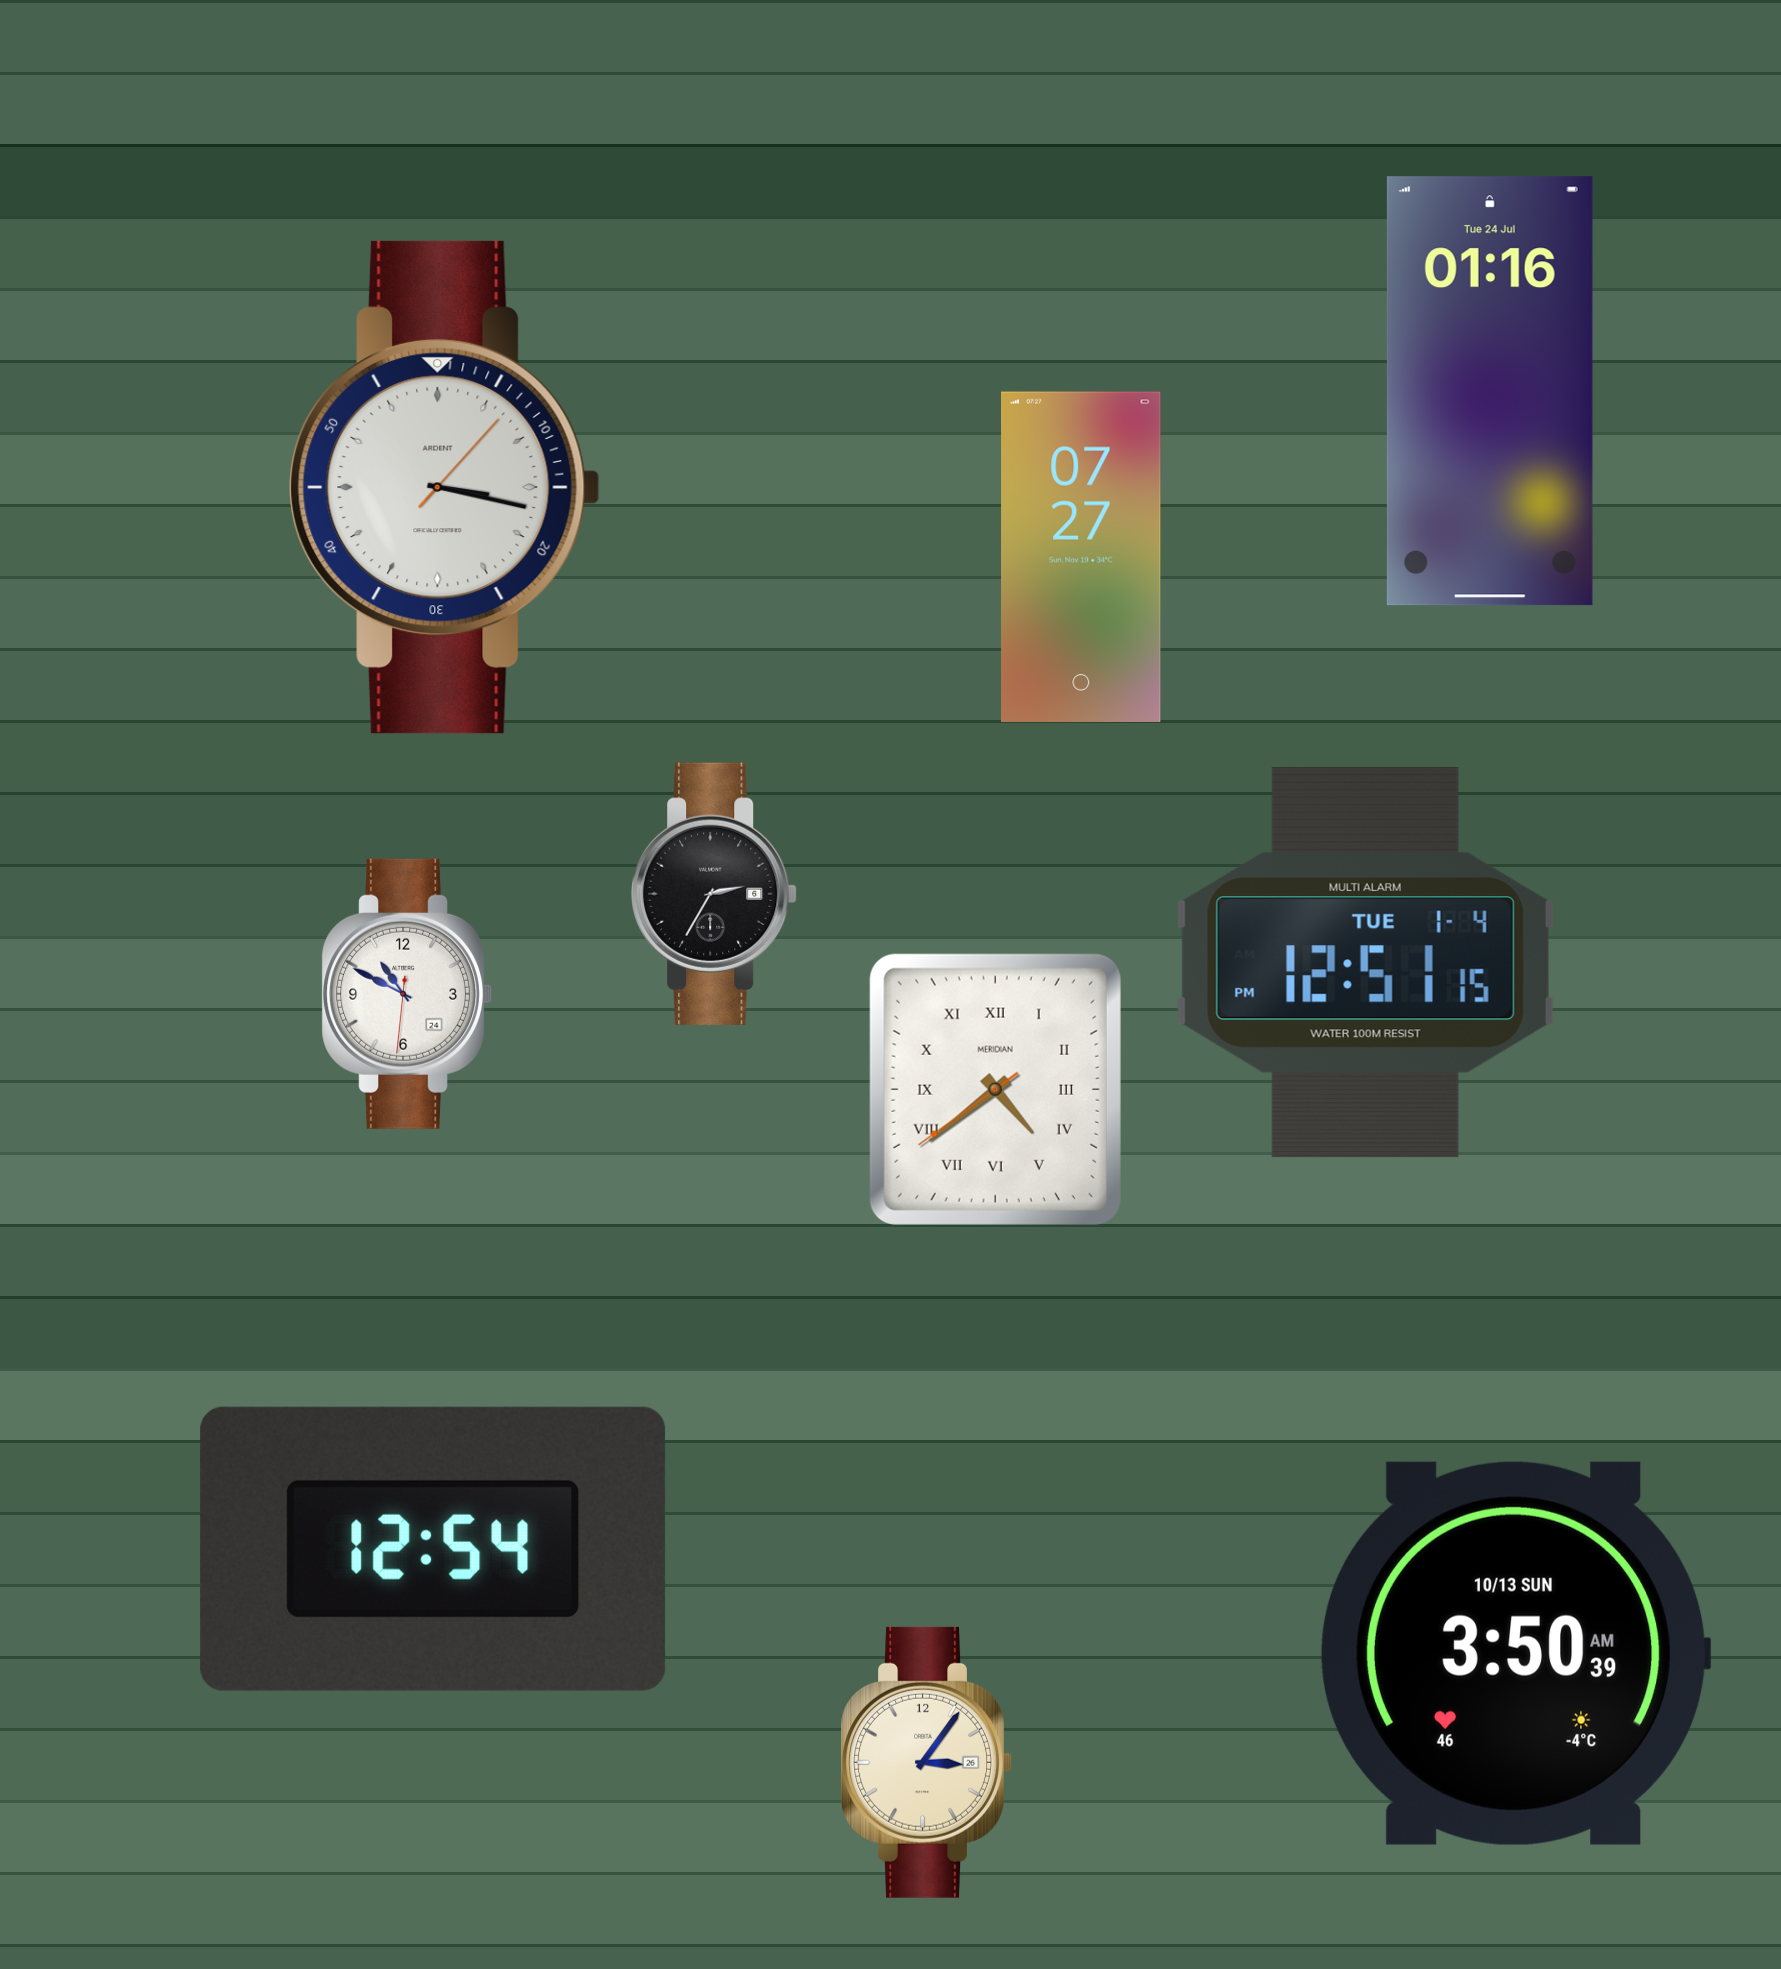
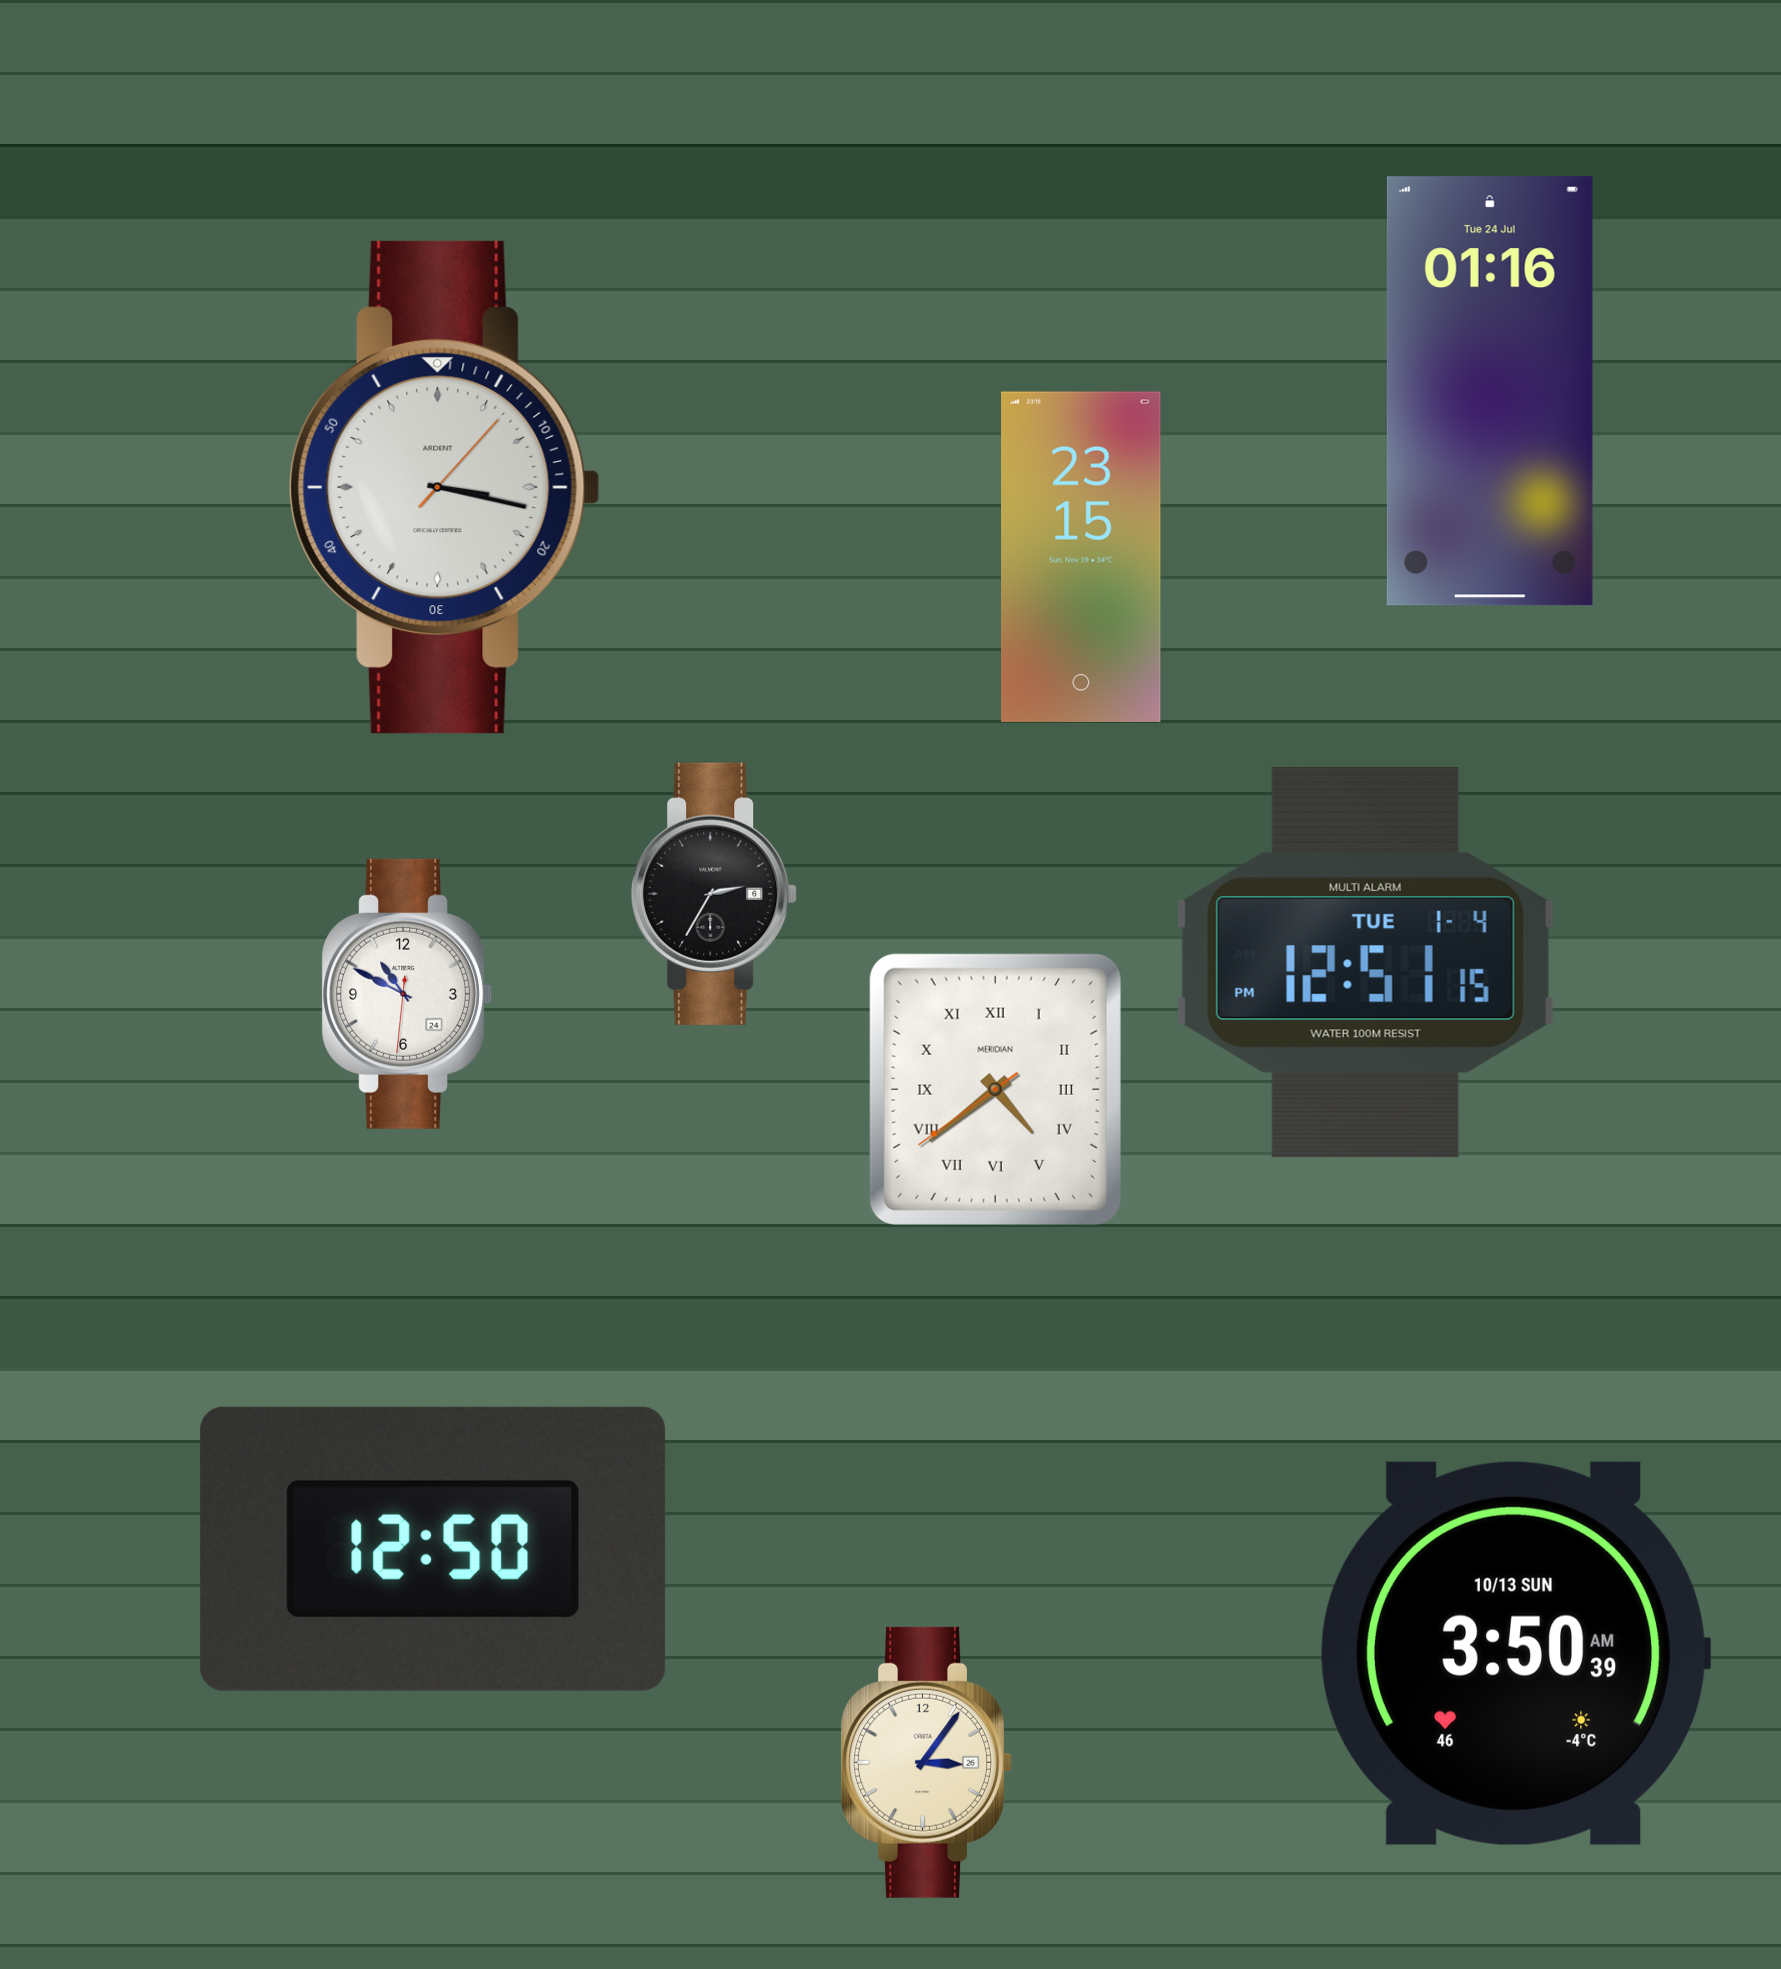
clock at (1081, 557): 07:27 -> 23:15
clock at (433, 1549): 12:54 -> 12:50
